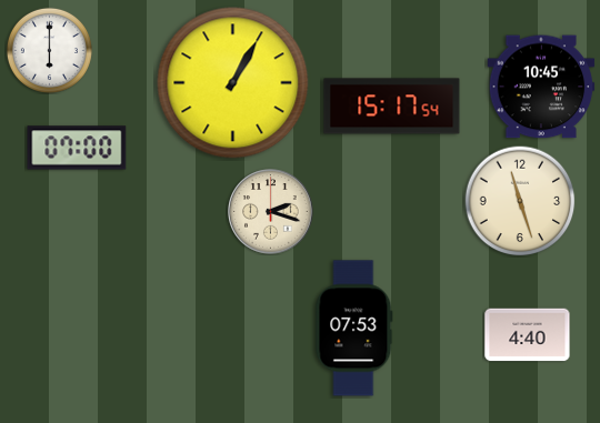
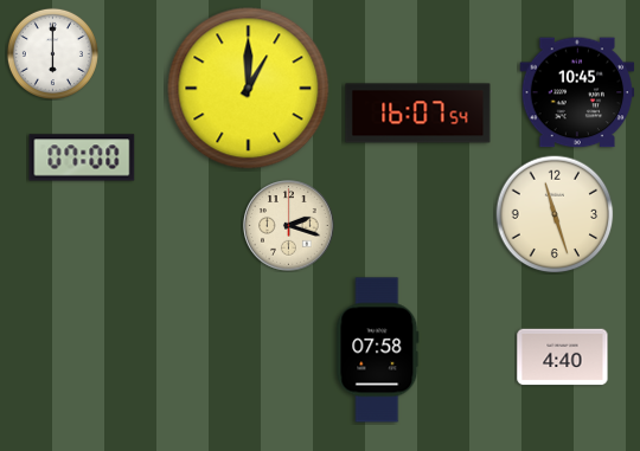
clock at (233, 83): 1:05 -> 1:00
clock at (392, 107): 15:17 -> 16:07
clock at (354, 329): 07:53 -> 07:58
